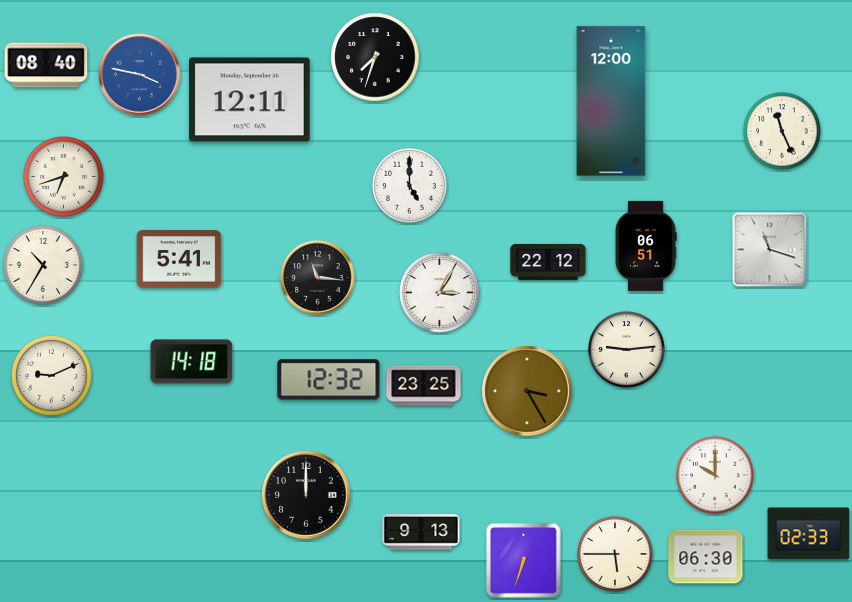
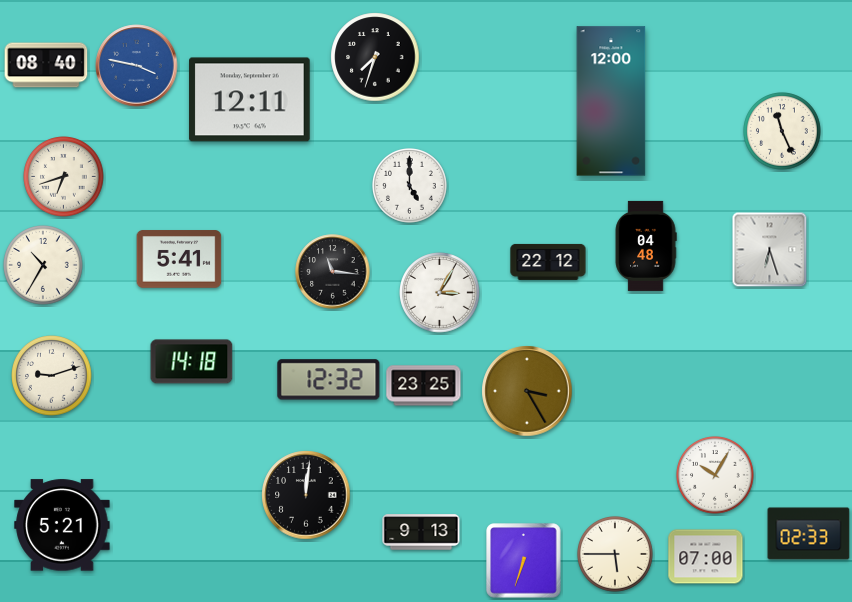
clock at (140, 75) position: (140, 75) -> (137, 66)
clock at (646, 246): 06:51 -> 04:48
clock at (770, 250): 11:18 -> 6:27
clock at (318, 278) position: (318, 278) -> (333, 272)
clock at (627, 350): 9:14 -> none
clock at (52, 376): 9:11 -> 9:12
clock at (716, 476): 10:00 -> 10:05
clock at (306, 495): 12:00 -> 12:01
clock at (62, 525): none -> 5:21
clock at (706, 557): 06:30 -> 07:00
